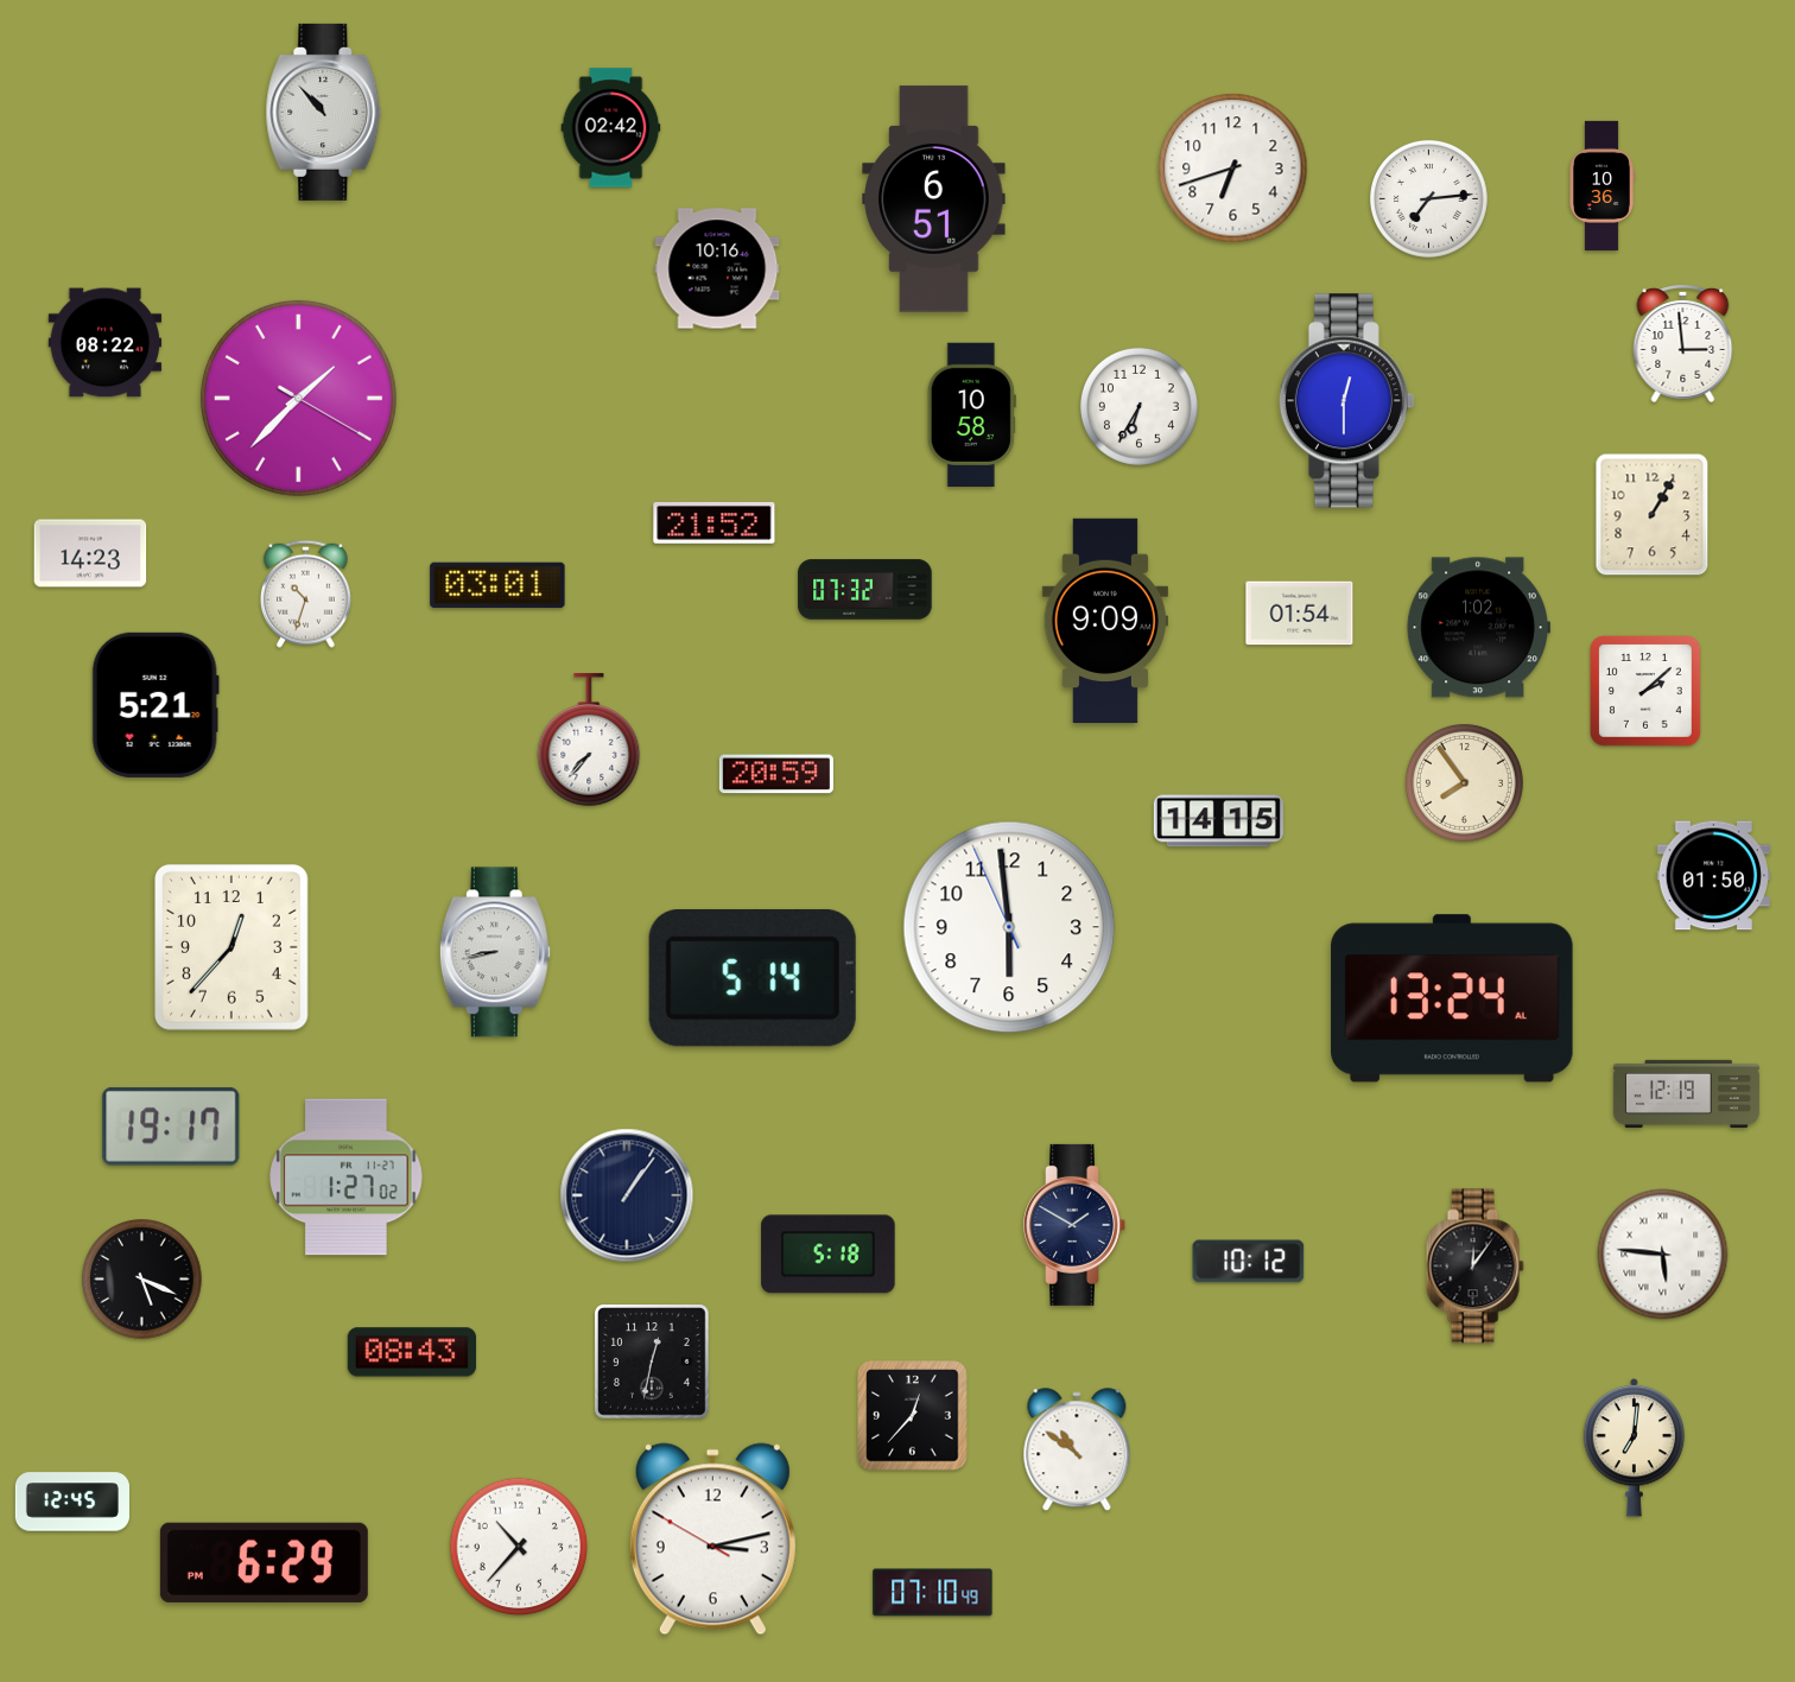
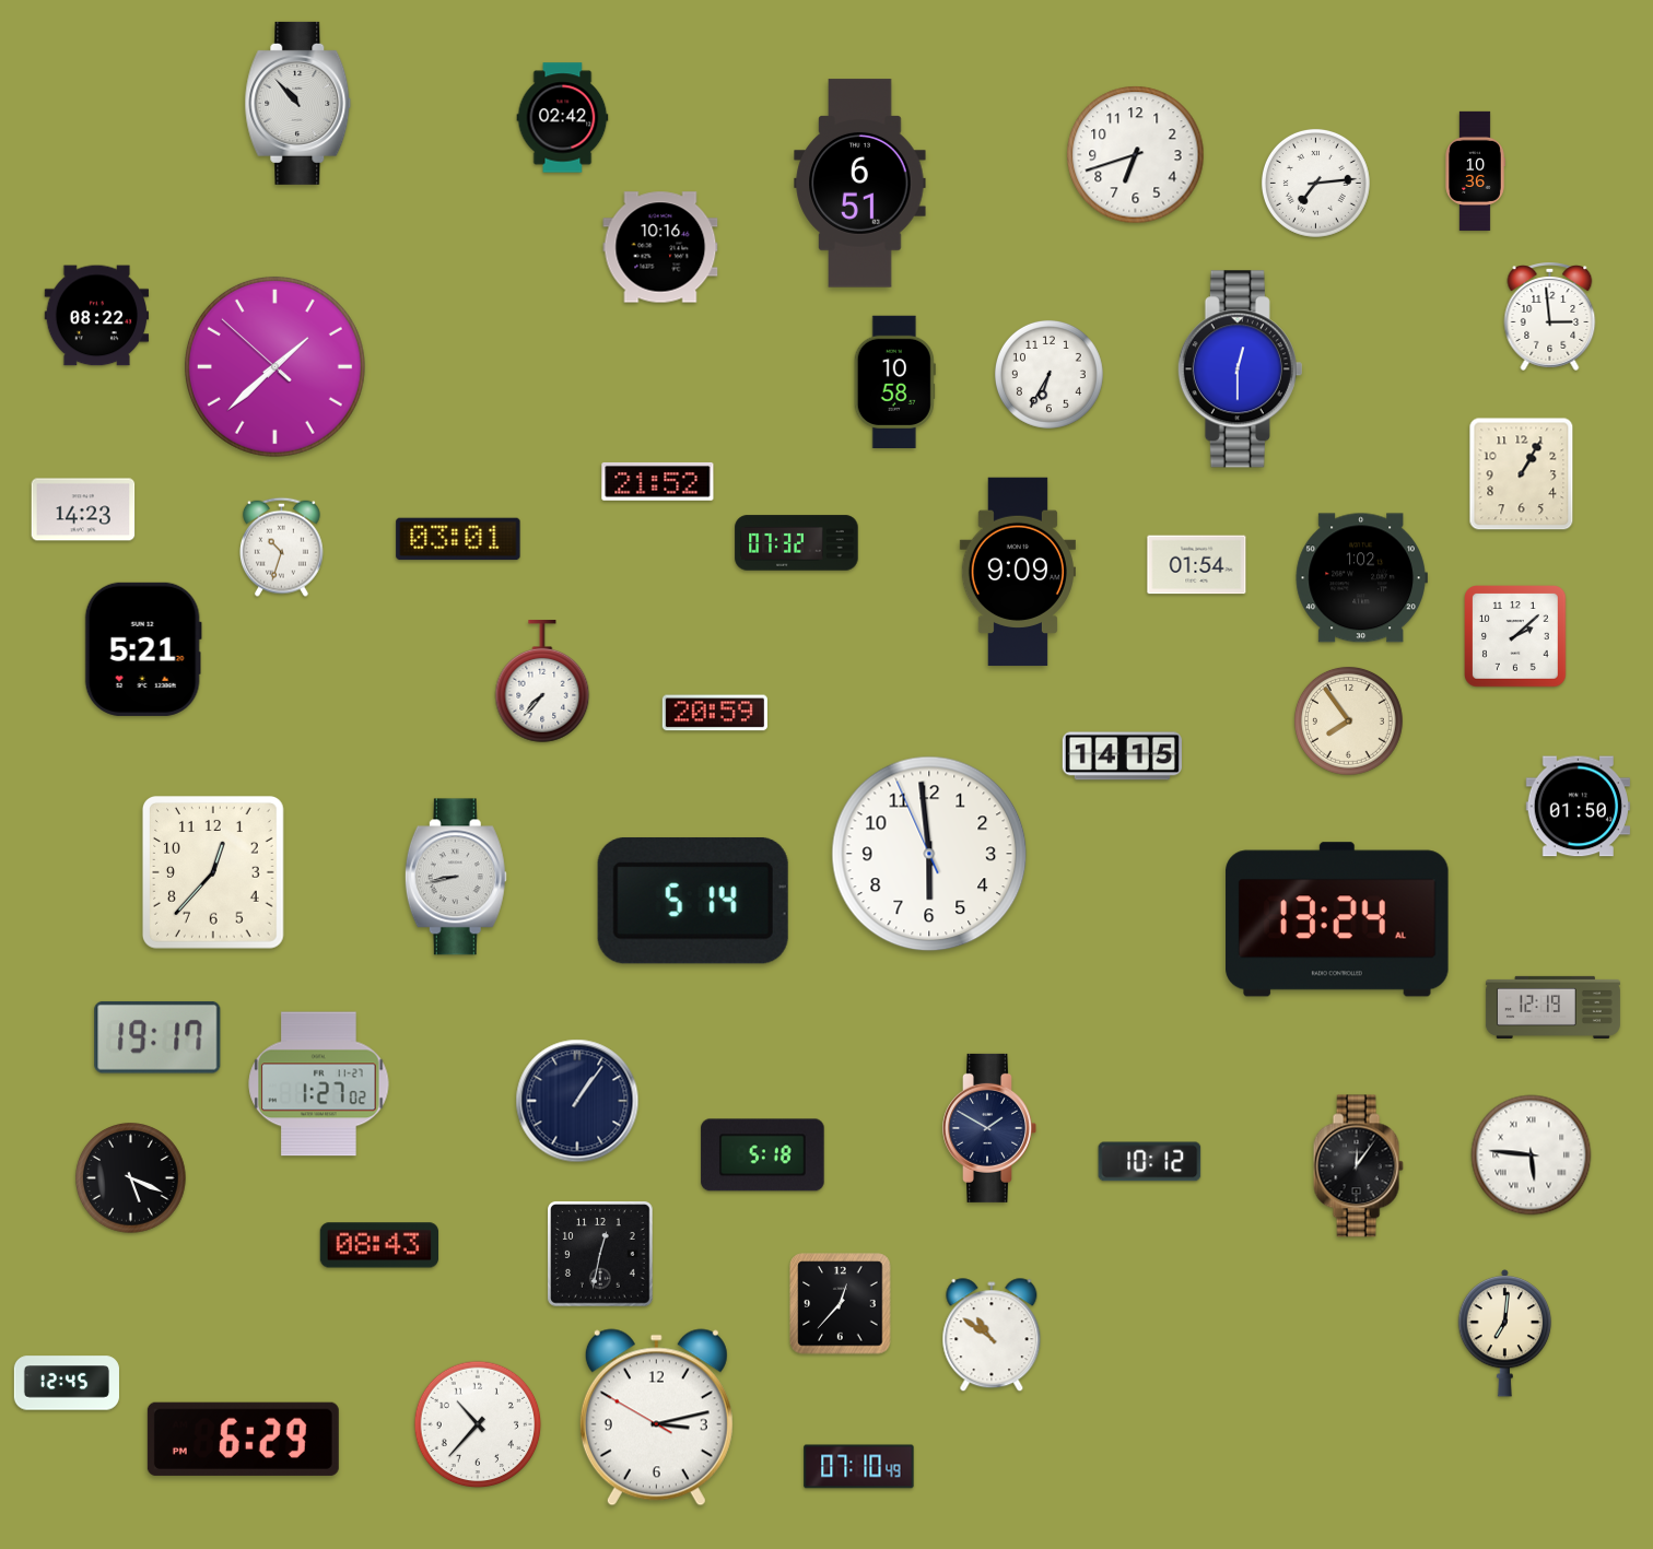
clock at (298, 398): 1:37:20 -> 1:37:52
